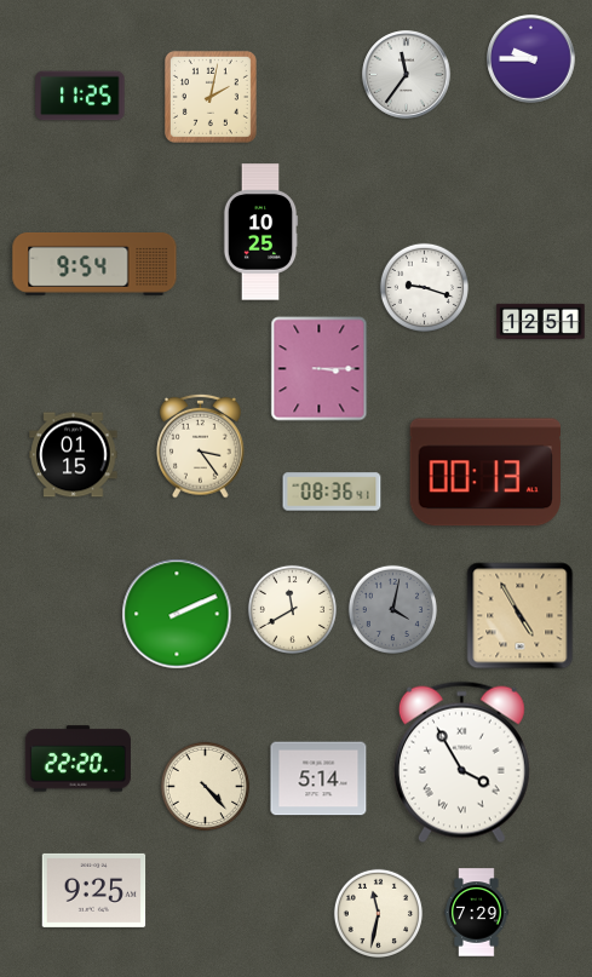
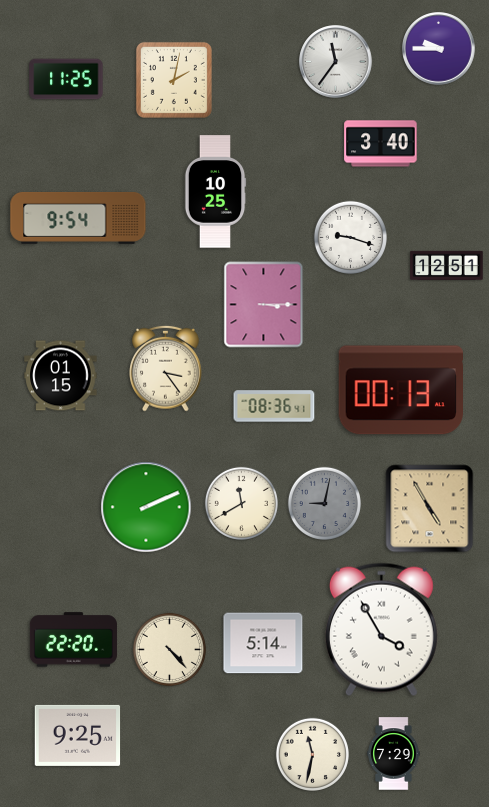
clock at (381, 144): none -> 3:40
clock at (392, 609): 4:02 -> 9:02
clock at (77, 759) position: (77, 759) -> (73, 640)
